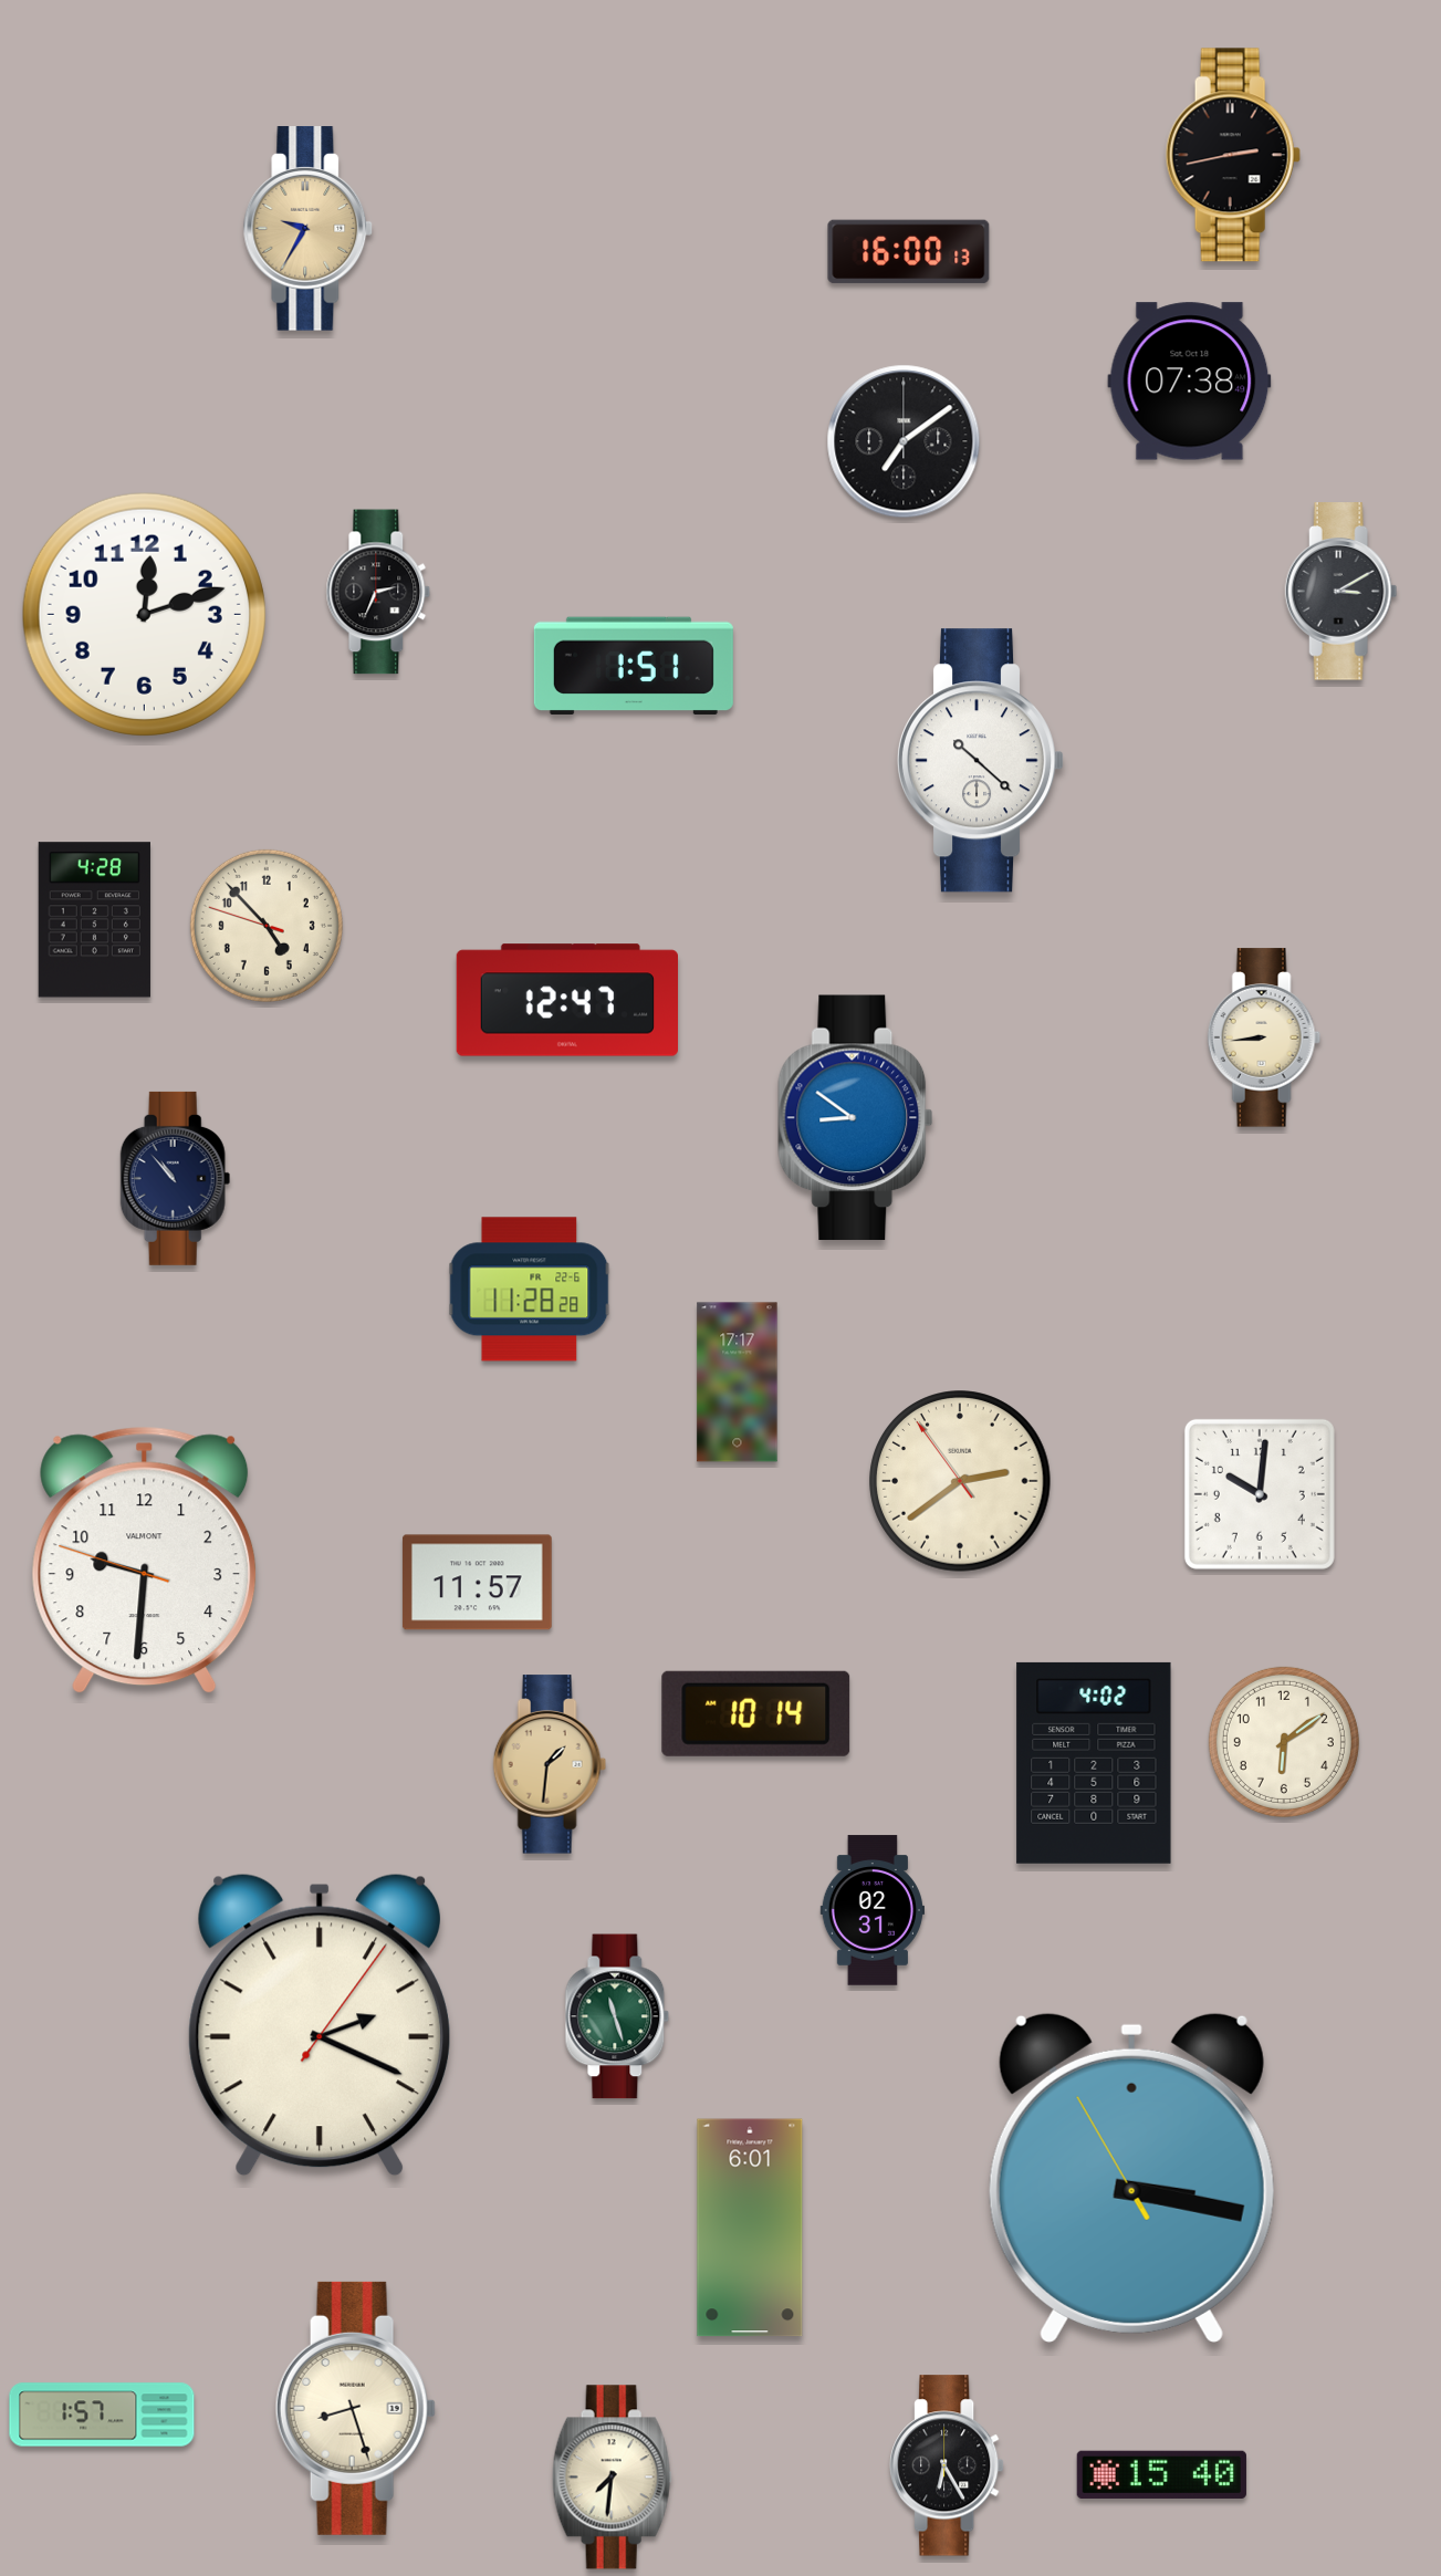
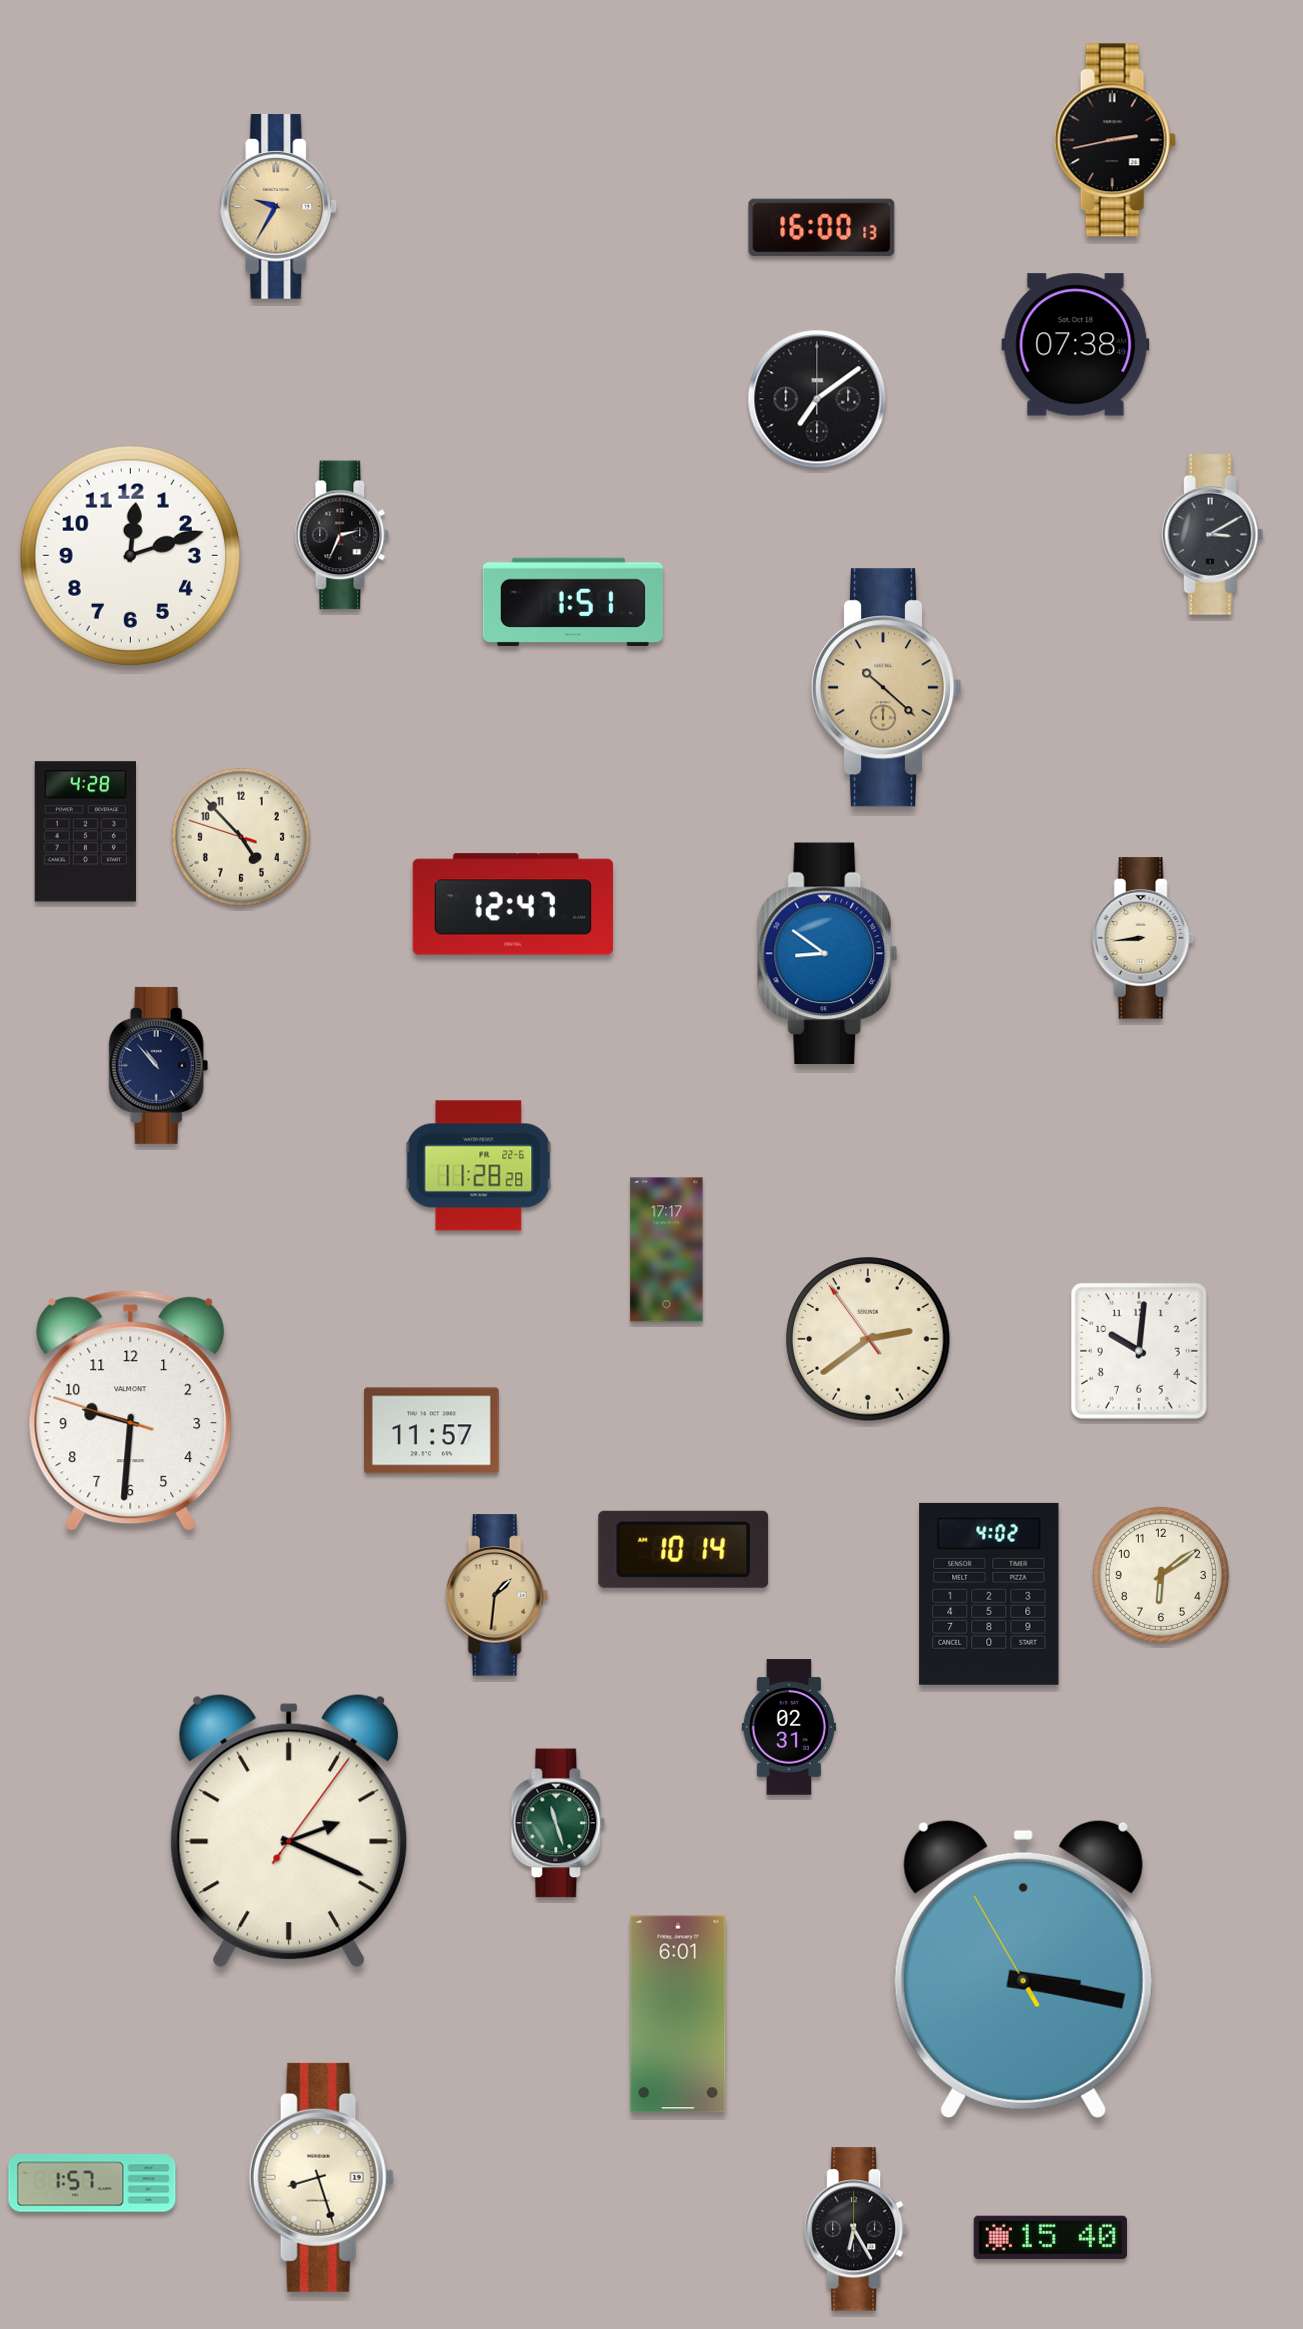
clock at (981, 761) dial: white -> champagne
clock at (856, 1118) position: (856, 1118) -> (828, 954)
clock at (612, 2478): 7:31 -> none
